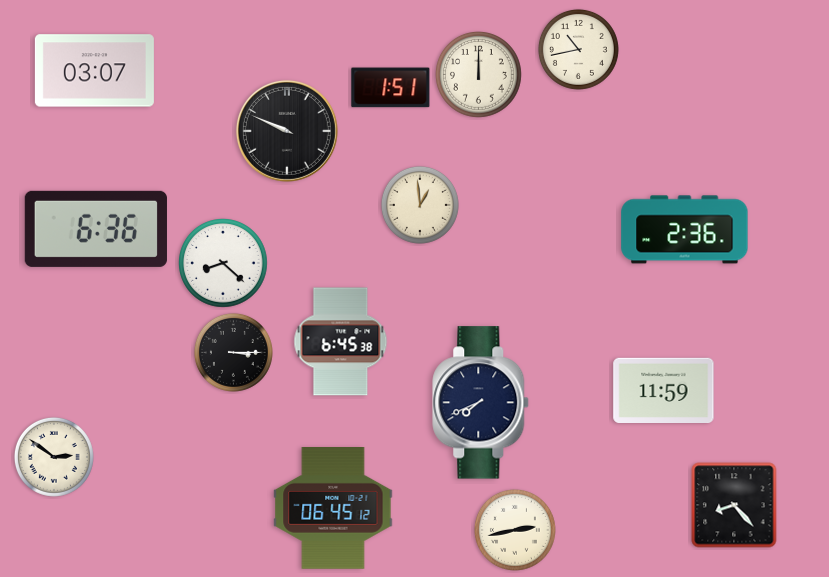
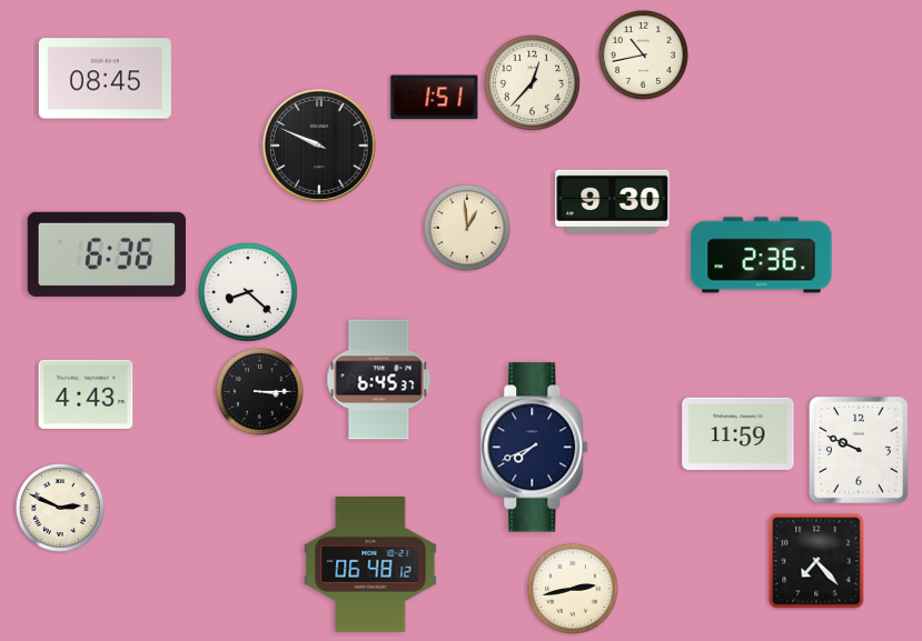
clock at (94, 71): 03:07 -> 08:45
clock at (479, 75): 12:00 -> 12:37
clock at (613, 201): none -> 9:30
clock at (341, 342): 6:45:38 -> 6:45:37
clock at (86, 394): none -> 4:43
clock at (859, 450): none -> 9:49
clock at (54, 457): 2:51 -> 2:49
clock at (734, 505): 8:23 -> 7:23
clock at (333, 509): 06:45 -> 06:48
